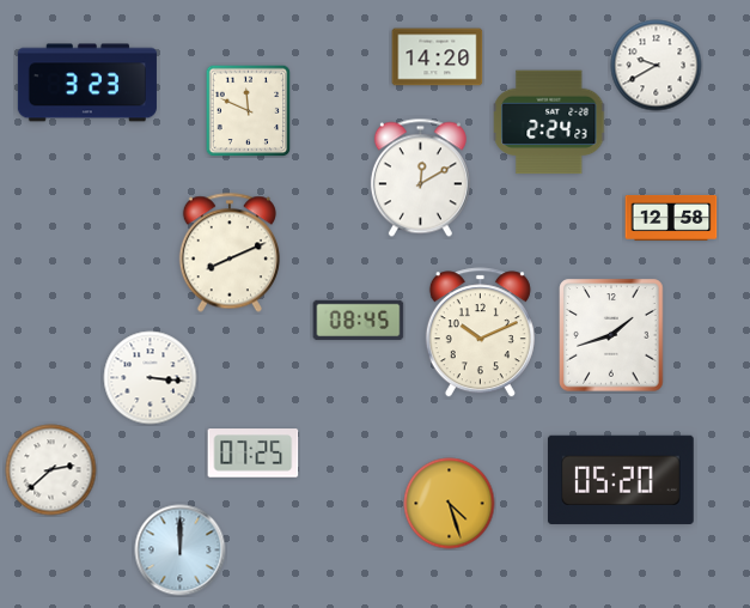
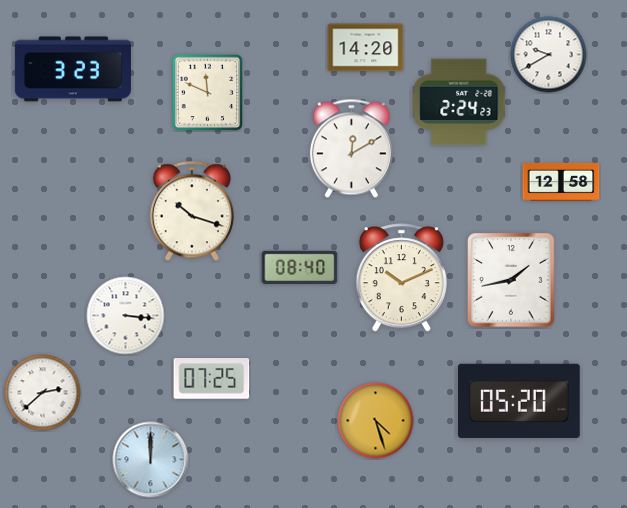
clock at (230, 253): 8:11 -> 10:18
clock at (359, 321): 08:45 -> 08:40
clock at (611, 335): 1:42 -> 1:43
